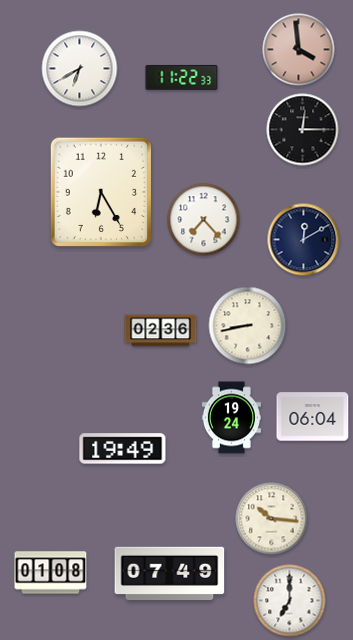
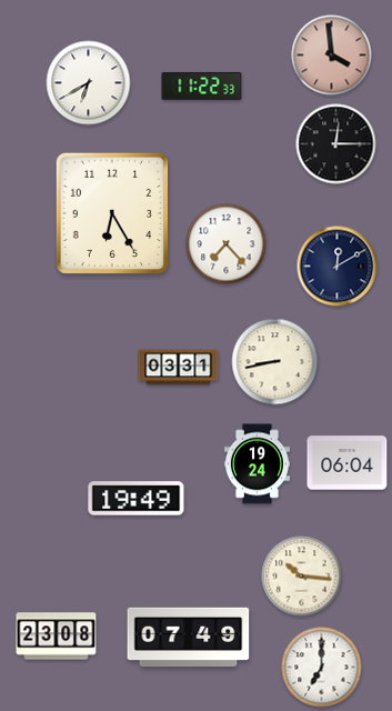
clock at (80, 69) position: (80, 69) -> (89, 83)
clock at (161, 331): 02:36 -> 03:31
clock at (51, 573): 01:08 -> 23:08
